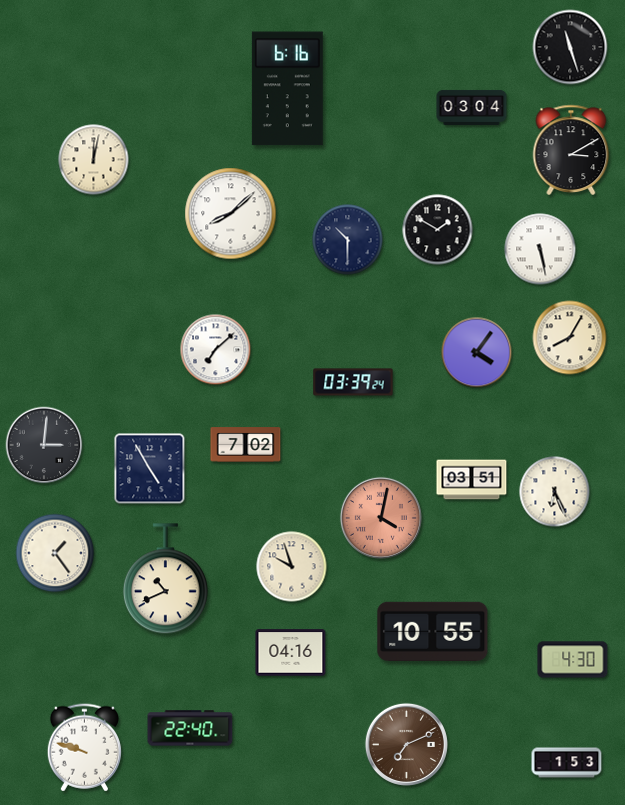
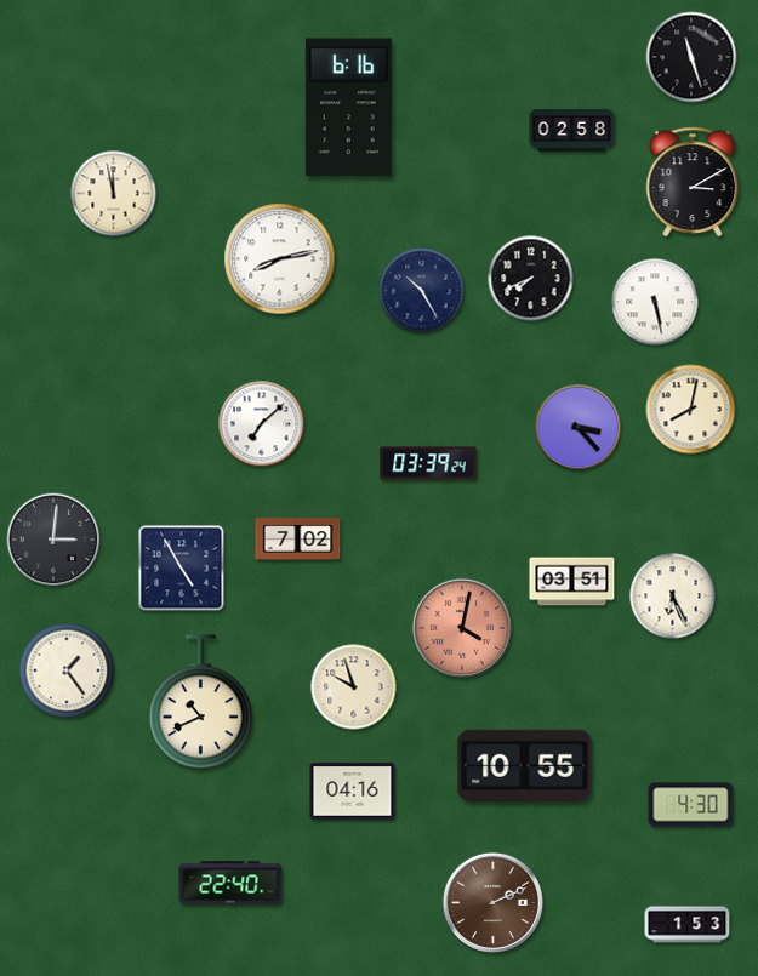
clock at (472, 107): 03:04 -> 02:58
clock at (94, 160): 12:02 -> 11:58
clock at (231, 214): 8:08 -> 8:13
clock at (438, 230): 1:50 -> 7:41
clock at (348, 240): 10:30 -> 10:25
clock at (570, 338): 8:05 -> 8:02
clock at (477, 353): 4:06 -> 3:23
clock at (573, 660) position: (573, 660) -> (691, 805)
clock at (406, 744): 7:11 -> 2:11
clock at (84, 748): 9:48 -> none
